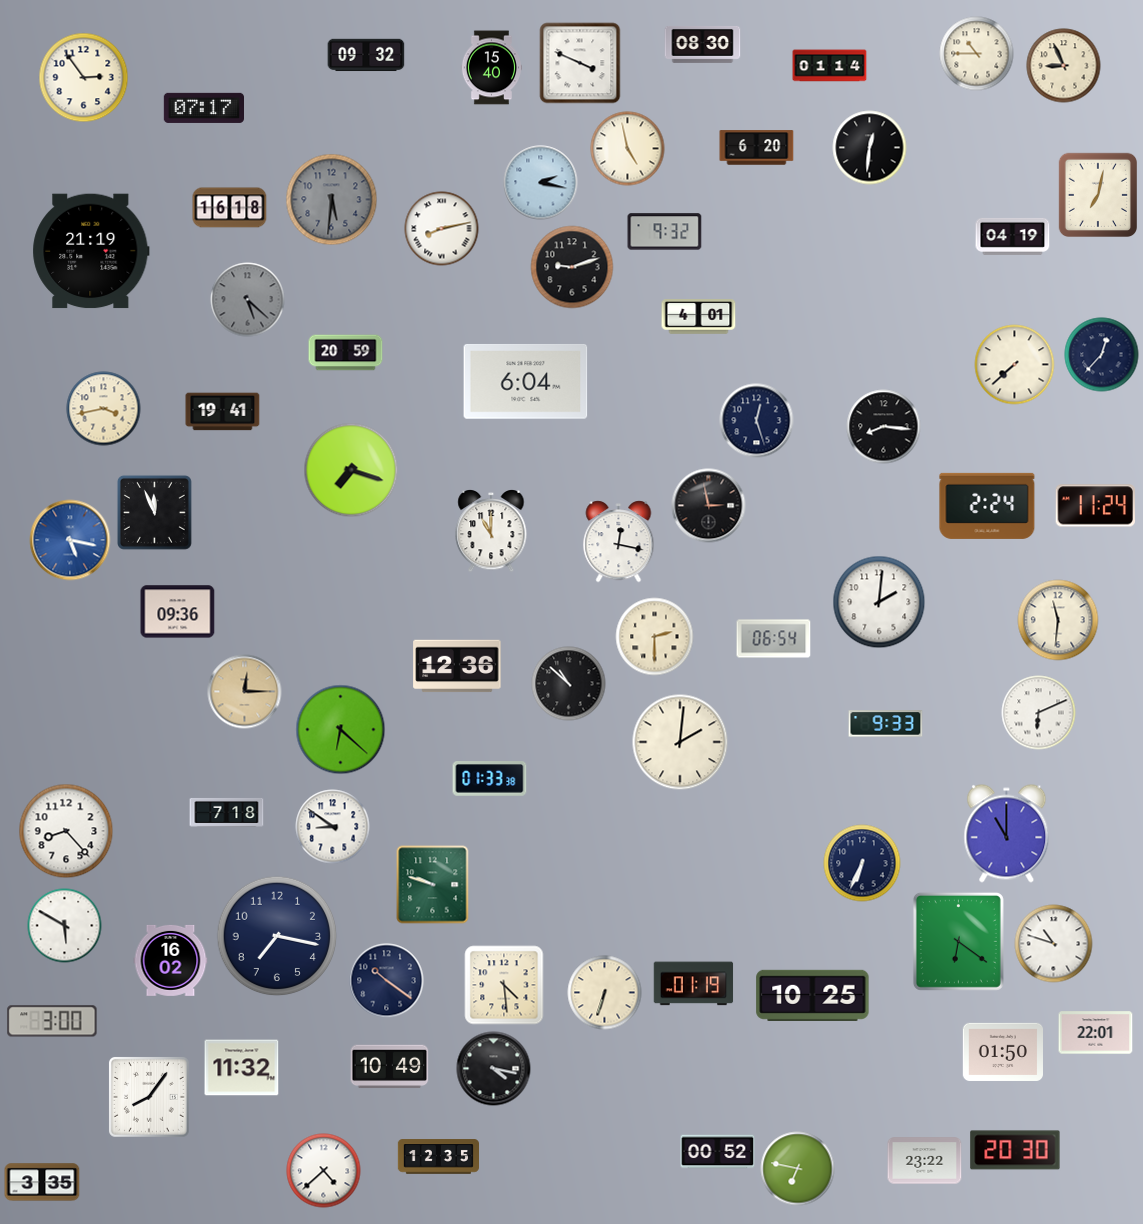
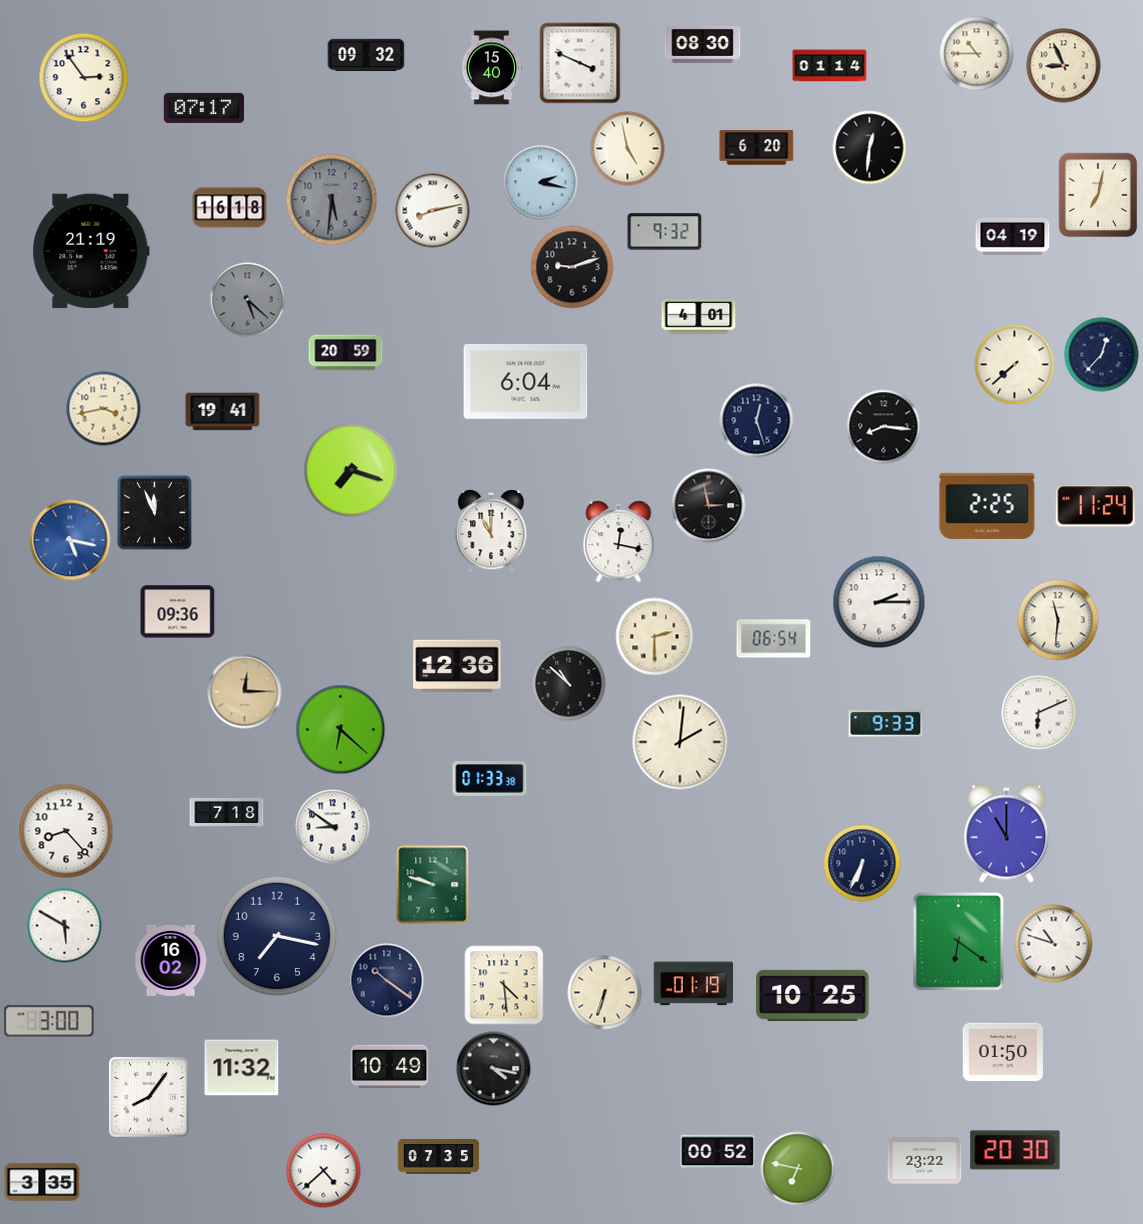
clock at (442, 229) position: (442, 229) -> (433, 211)
clock at (987, 506): 2:24 -> 2:25
clock at (879, 602): 2:01 -> 2:15
clock at (52, 1021) position: (52, 1021) -> (49, 1021)
clock at (1096, 1033): 22:01 -> none
clock at (438, 1157): 12:35 -> 07:35
